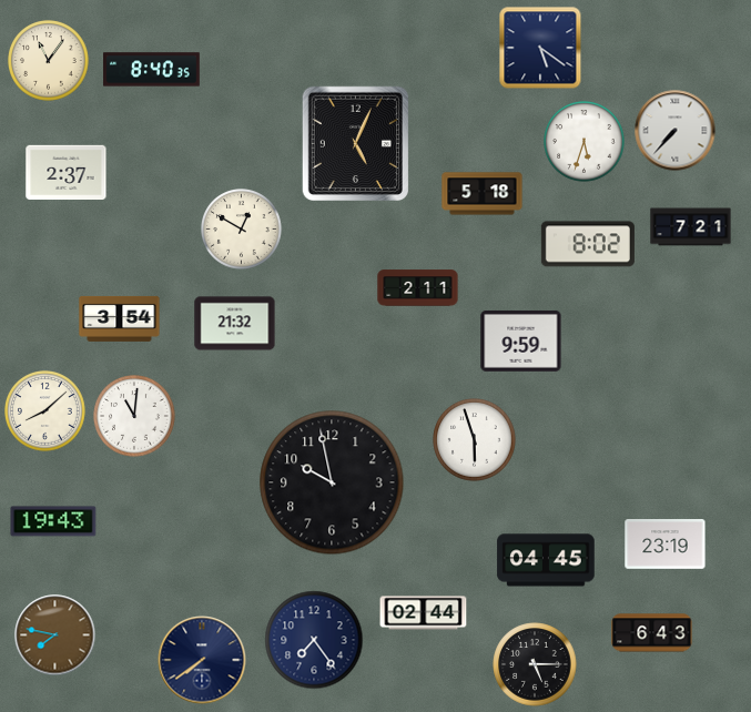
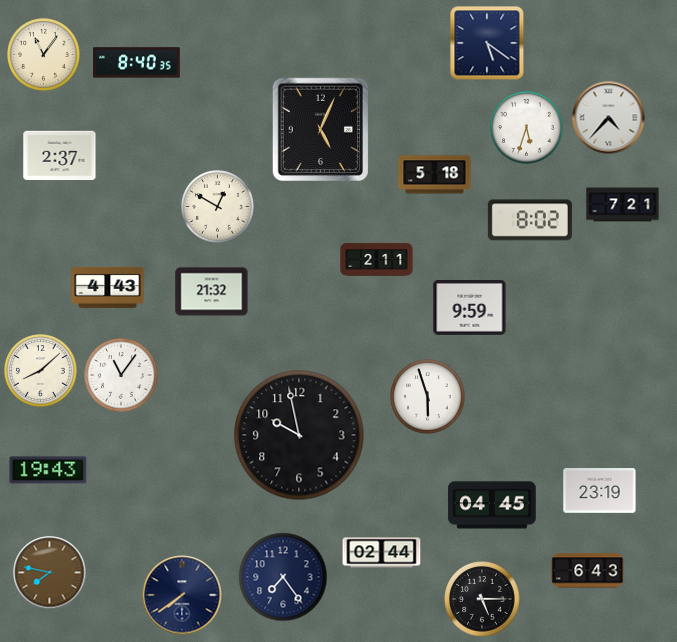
clock at (676, 131): 7:37 -> 4:37
clock at (120, 318): 3:54 -> 4:43
clock at (134, 416): 11:01 -> 11:06
